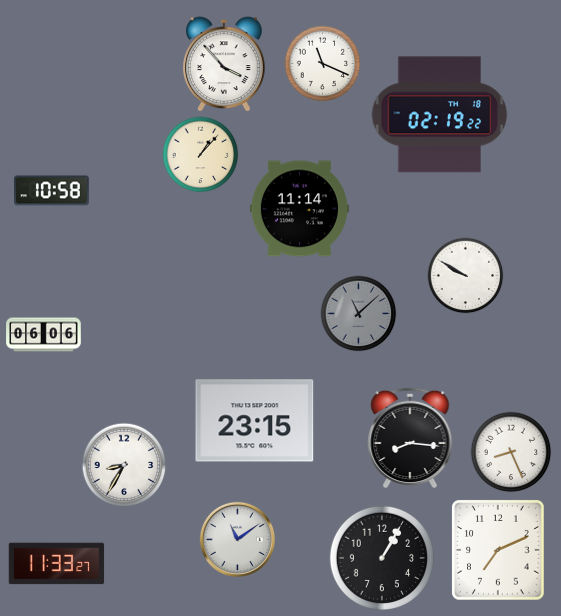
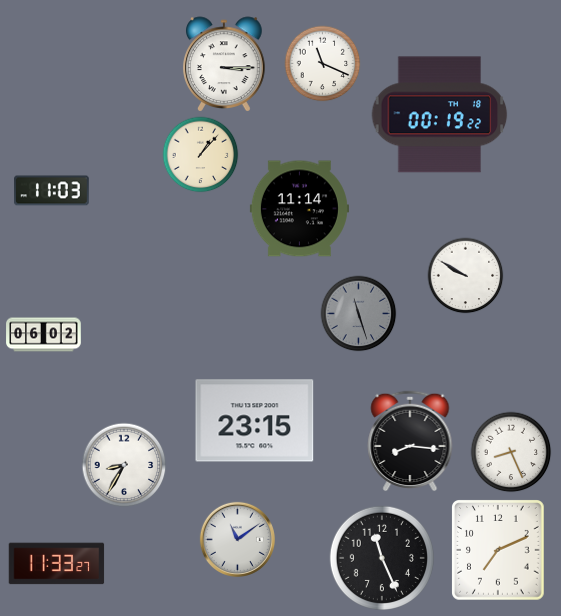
clock at (225, 64): 3:53 -> 3:15
clock at (440, 115): 02:19 -> 00:19
clock at (52, 191): 10:58 -> 11:03
clock at (359, 314): 11:08 -> 11:27
clock at (44, 335): 06:06 -> 06:02
clock at (410, 438) position: (410, 438) -> (410, 441)
clock at (382, 558): 1:05 -> 11:26
